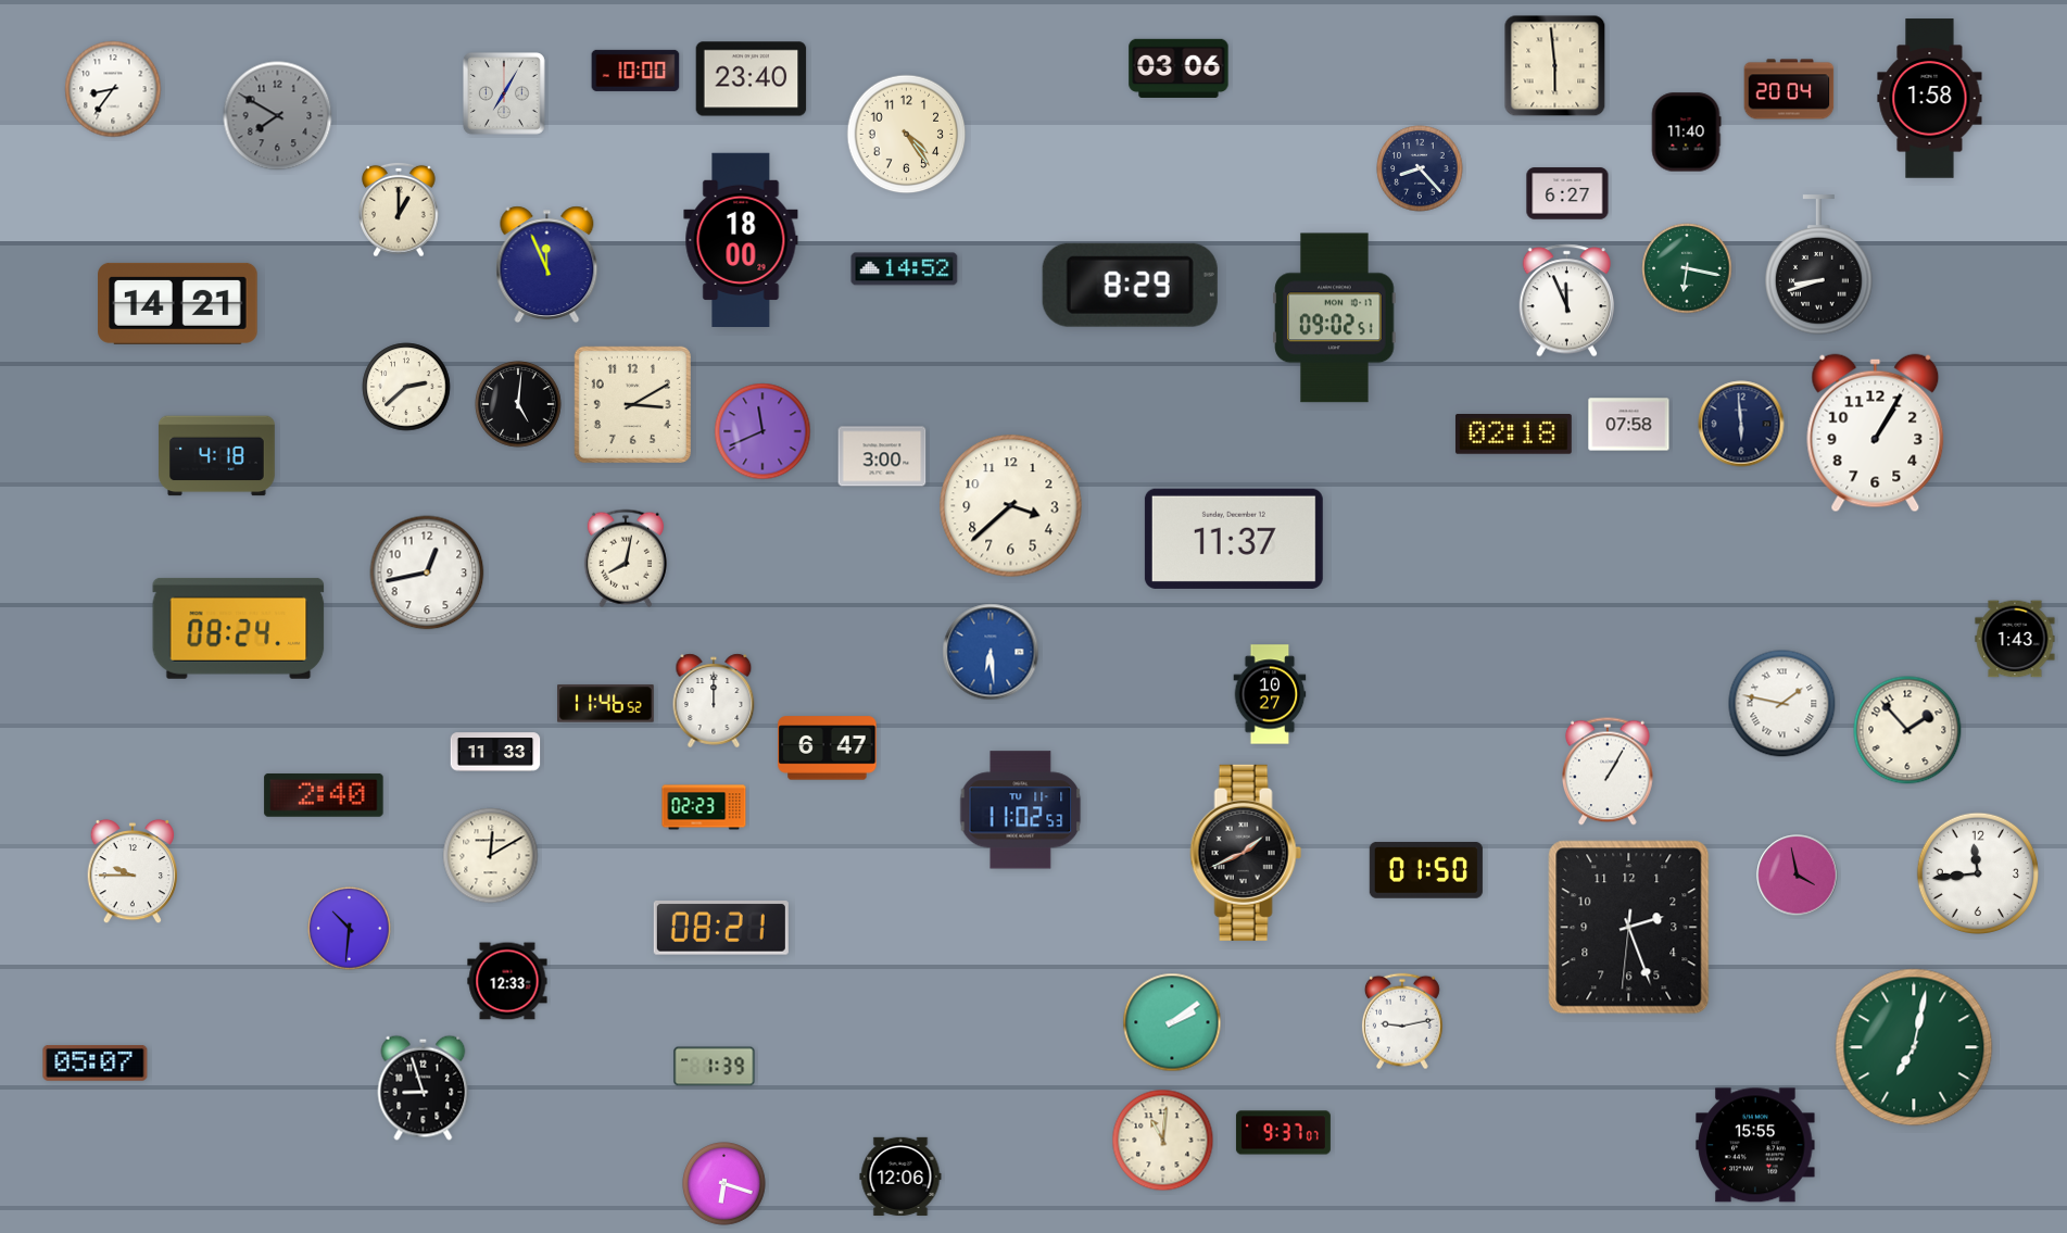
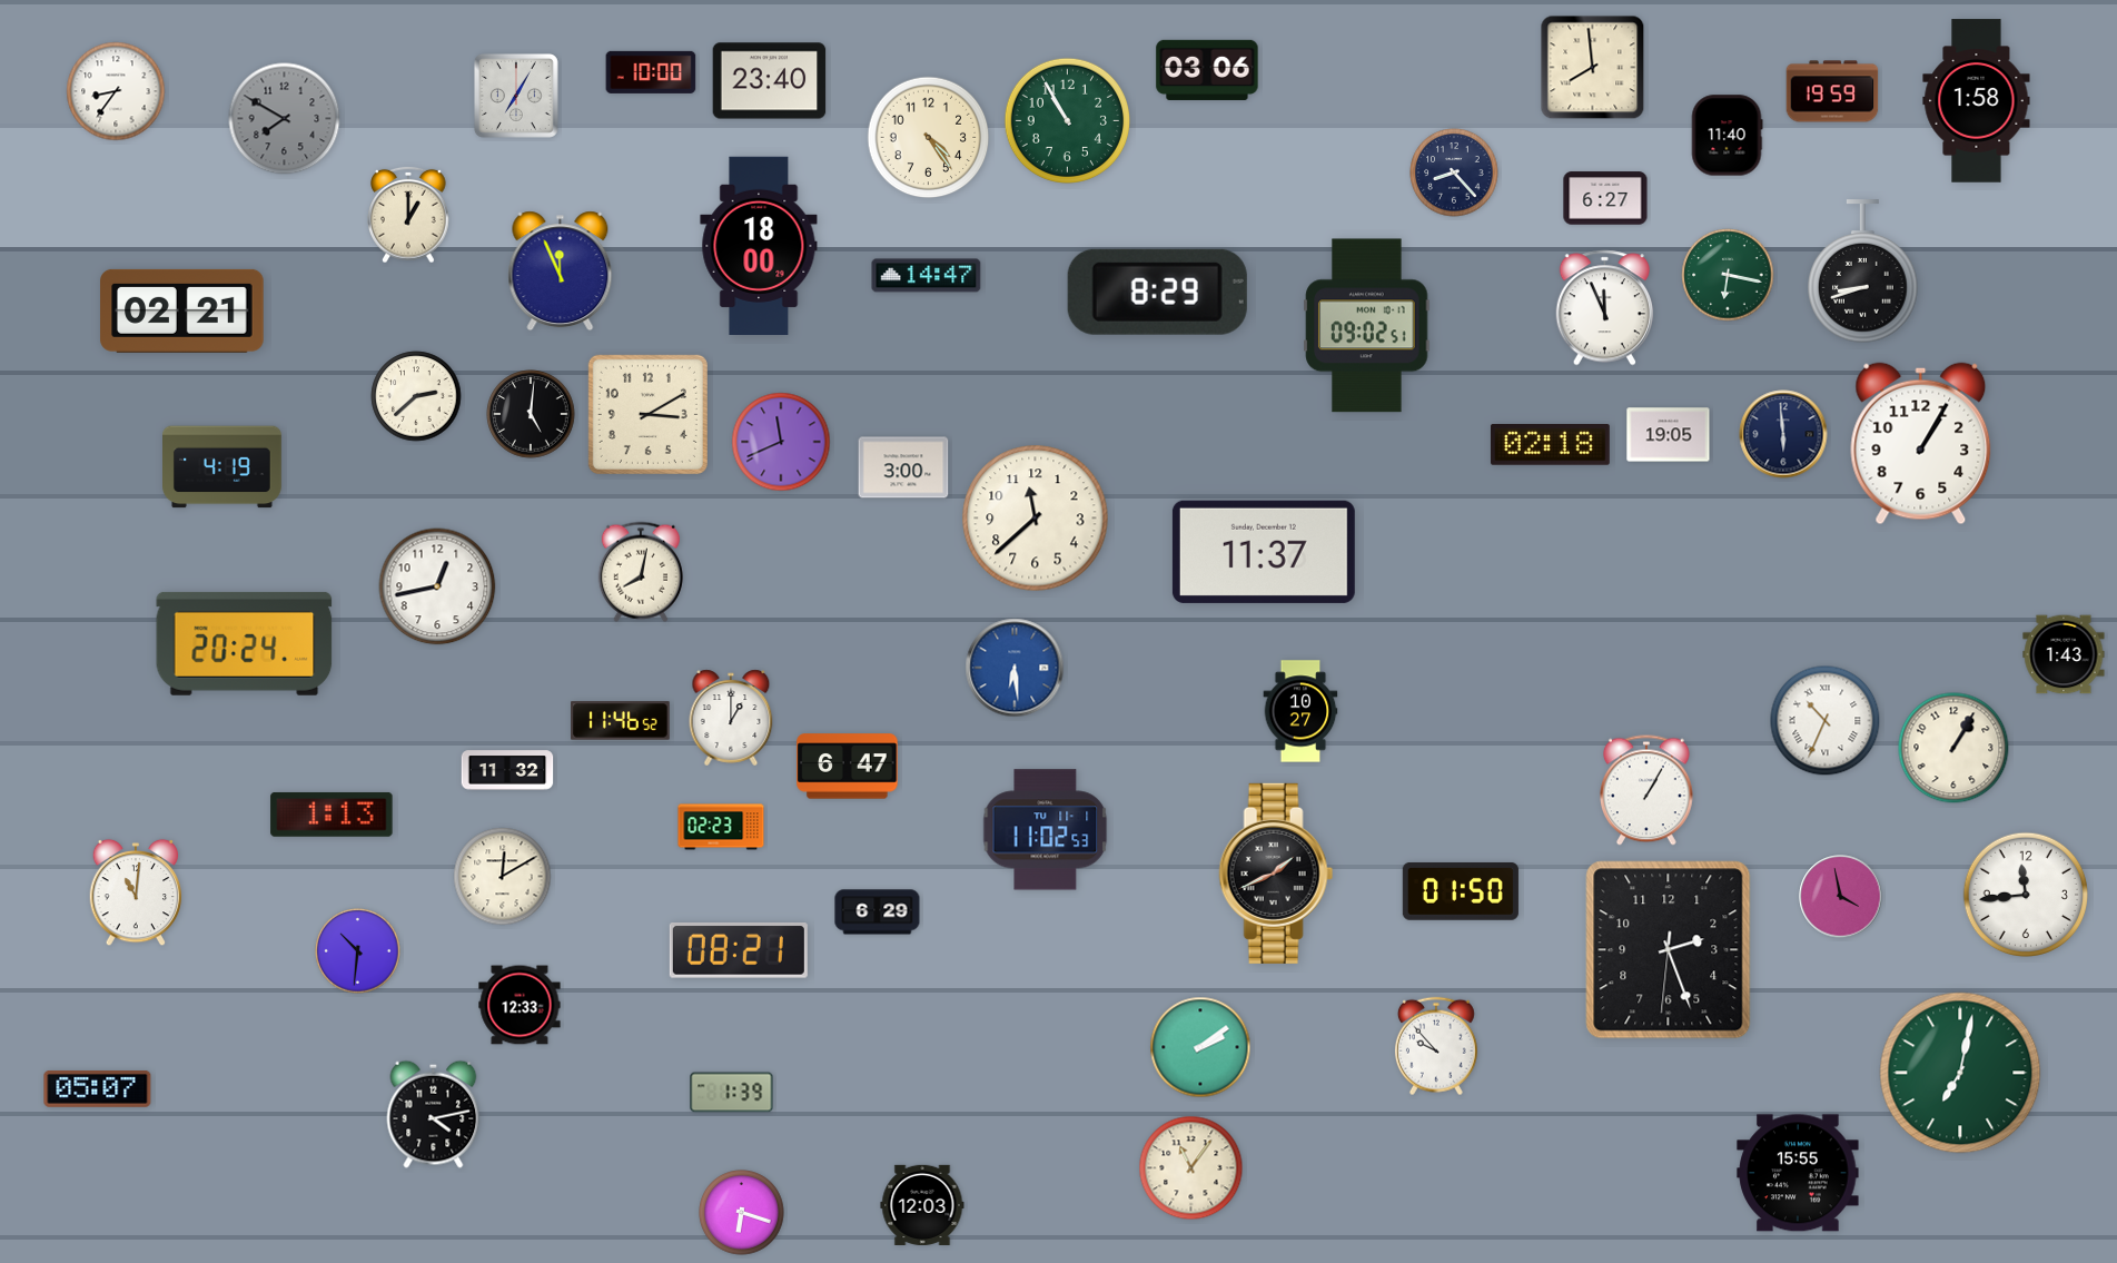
clock at (1555, 66): 5:59 -> 7:59
clock at (1789, 89): 20:04 -> 19:59
clock at (1067, 120): none -> 10:55
clock at (905, 269): 14:52 -> 14:47
clock at (178, 303): 14:21 -> 02:21
clock at (1629, 425): 07:58 -> 19:05
clock at (217, 456): 4:18 -> 4:19
clock at (1011, 506): 3:38 -> 11:38
clock at (239, 628): 08:24 -> 20:24
clock at (714, 701): 12:00 -> 1:00
clock at (1782, 704): 1:47 -> 10:34
clock at (1907, 730): 1:53 -> 1:05
clock at (495, 752): 11:33 -> 11:32
clock at (324, 795): 2:40 -> 1:13
clock at (133, 871): 9:45 -> 11:01
clock at (878, 912): none -> 6:29
clock at (1402, 1021): 9:13 -> 9:53
clock at (424, 1087): 8:57 -> 4:13
clock at (1283, 1133): 9:37 -> none
clock at (1163, 1141): 11:01 -> 11:06
clock at (900, 1177): 12:06 -> 12:03
